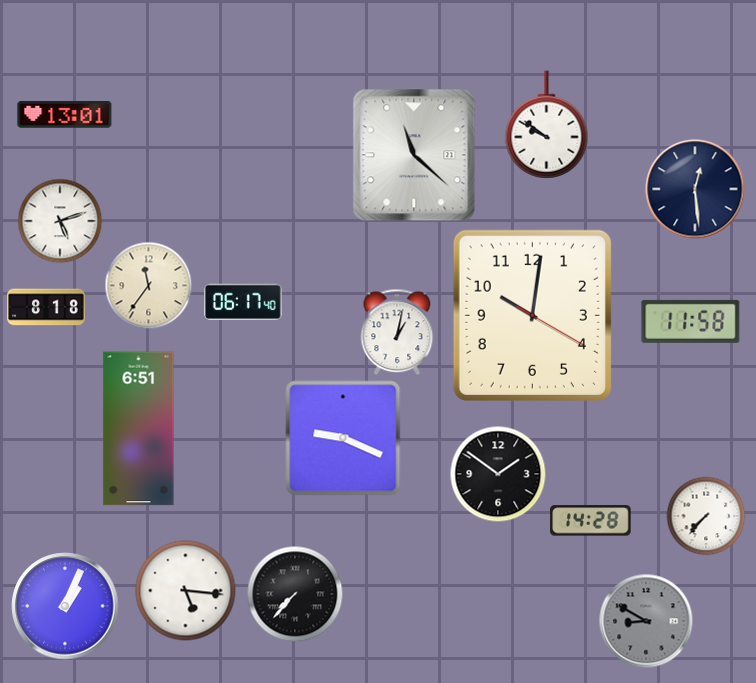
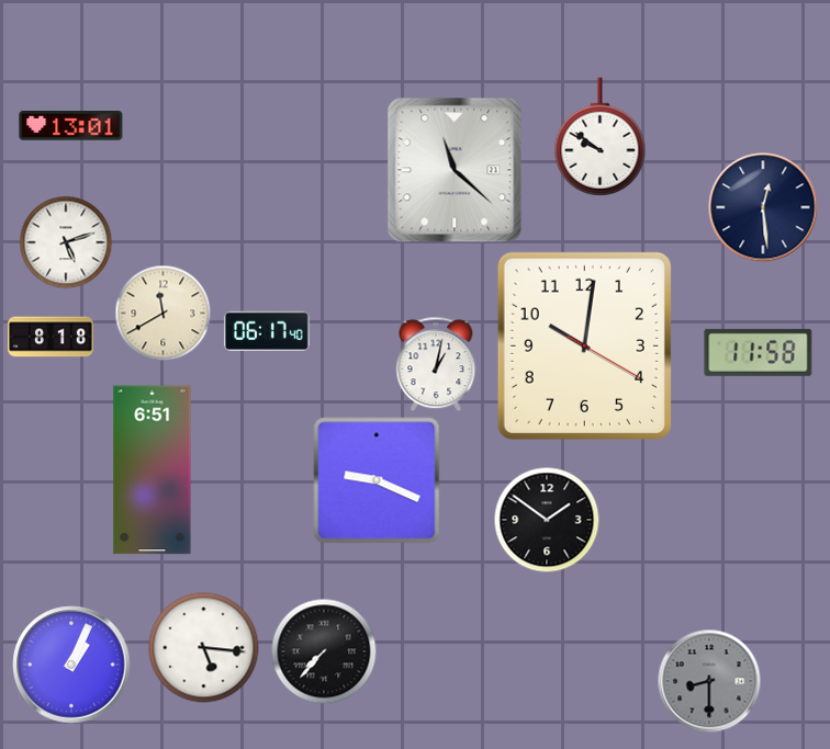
clock at (148, 285): 11:36 -> 11:40
clock at (706, 516): 7:37 -> none
clock at (591, 521): 14:28 -> none
clock at (646, 621): 8:50 -> 8:30
